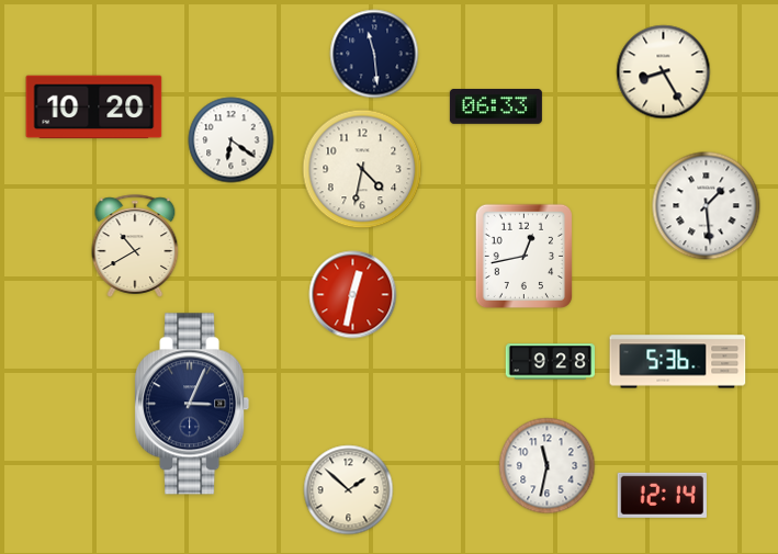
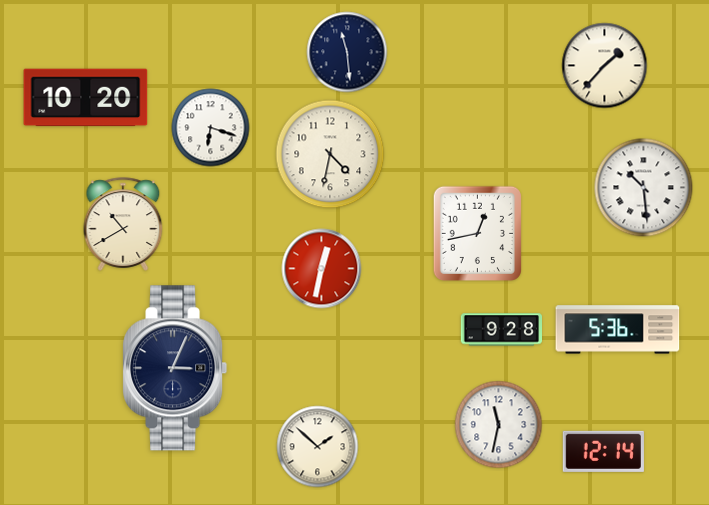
clock at (374, 54) position: (374, 54) -> (347, 52)
clock at (664, 72): 8:25 -> 1:37
clock at (496, 108): 06:33 -> none
clock at (232, 140): 6:21 -> 6:18
clock at (707, 206): 1:29 -> 10:29
